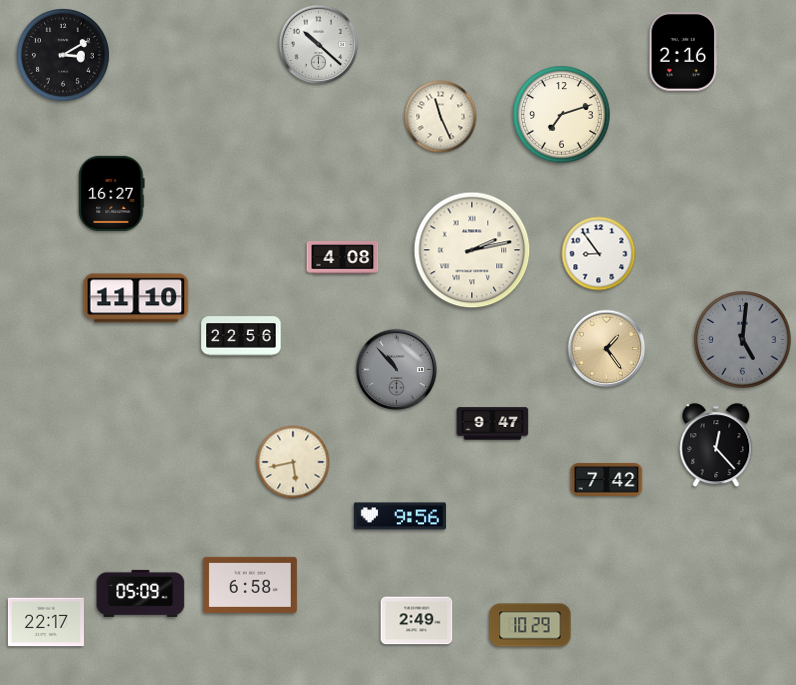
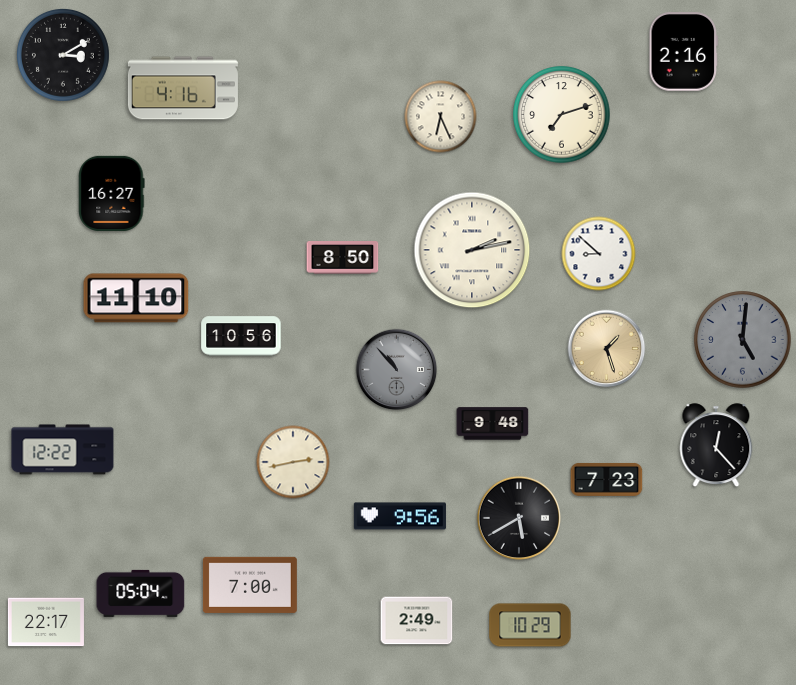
clock at (319, 45): 10:22 -> none
clock at (183, 88): none -> 4:16
clock at (441, 117): 11:26 -> 6:26
clock at (599, 254): 8:54 -> 8:52
clock at (343, 258): 4:08 -> 8:50
clock at (241, 336): 22:56 -> 10:56
clock at (607, 349): 1:24 -> 1:27
clock at (493, 424): 9:47 -> 9:48
clock at (63, 450): none -> 12:22
clock at (293, 462): 5:43 -> 2:43
clock at (607, 479): 7:42 -> 7:23
clock at (519, 518): none -> 5:40
clock at (250, 585): 6:58 -> 7:00
clock at (141, 593): 05:09 -> 05:04
